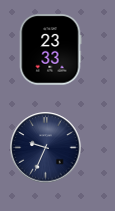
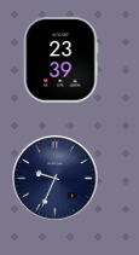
clock at (50, 50): 23:33 -> 23:39
